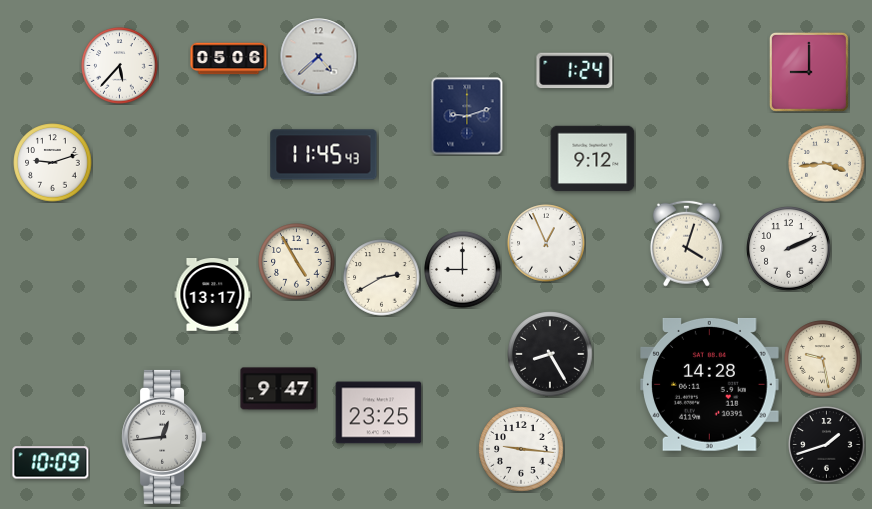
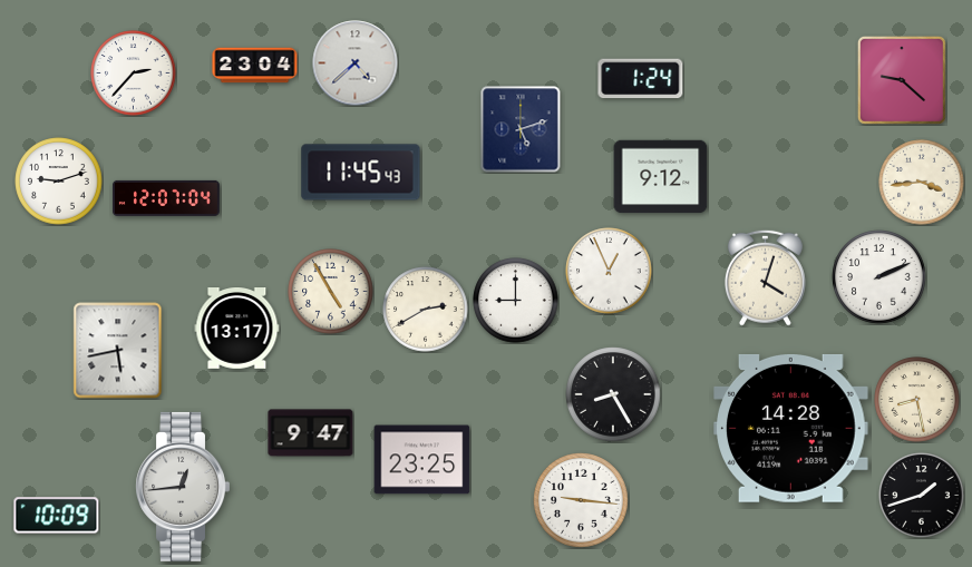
clock at (229, 59): 05:06 -> 23:04
clock at (120, 66): 5:37 -> 2:37
clock at (809, 72): 9:00 -> 9:22
clock at (467, 116): 9:12 -> 5:12
clock at (166, 198): none -> 12:07
clock at (686, 243) position: (686, 243) -> (765, 277)
clock at (118, 351): none -> 5:43
clock at (823, 359): 9:28 -> 8:28
